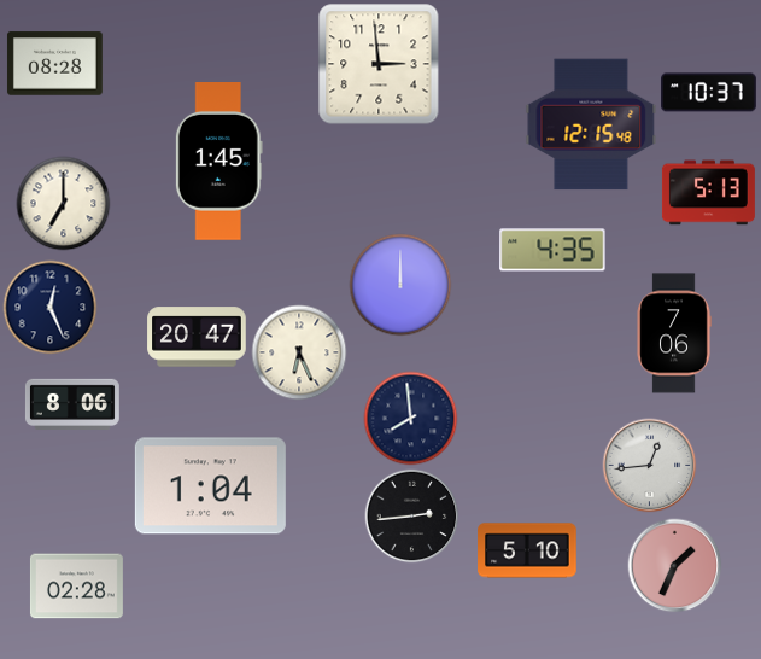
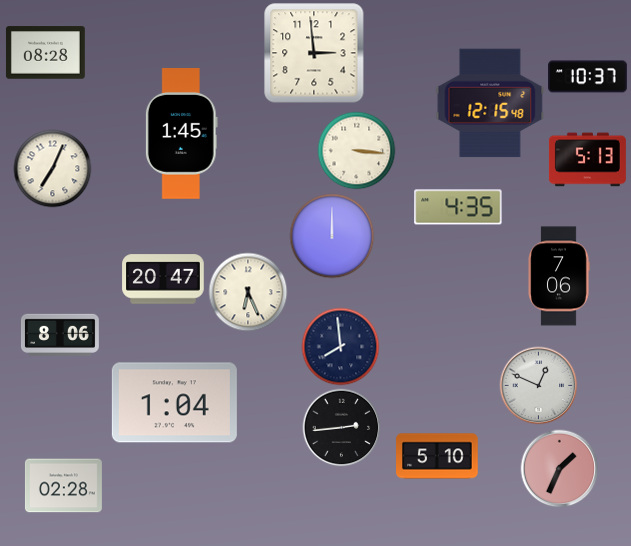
clock at (356, 150): none -> 3:16
clock at (63, 203): 7:00 -> 7:04
clock at (49, 307): 12:26 -> none
clock at (649, 465): 12:44 -> 12:49
